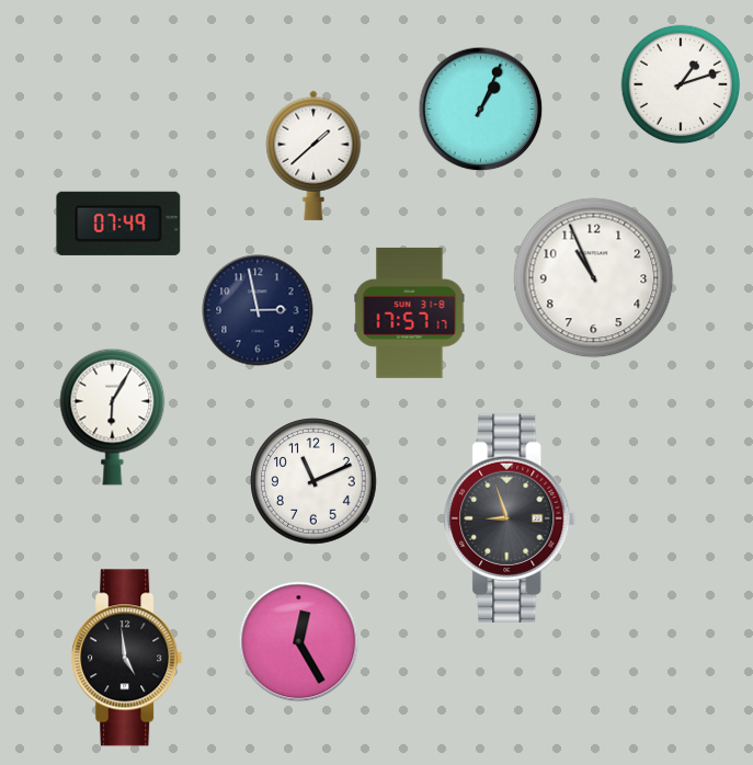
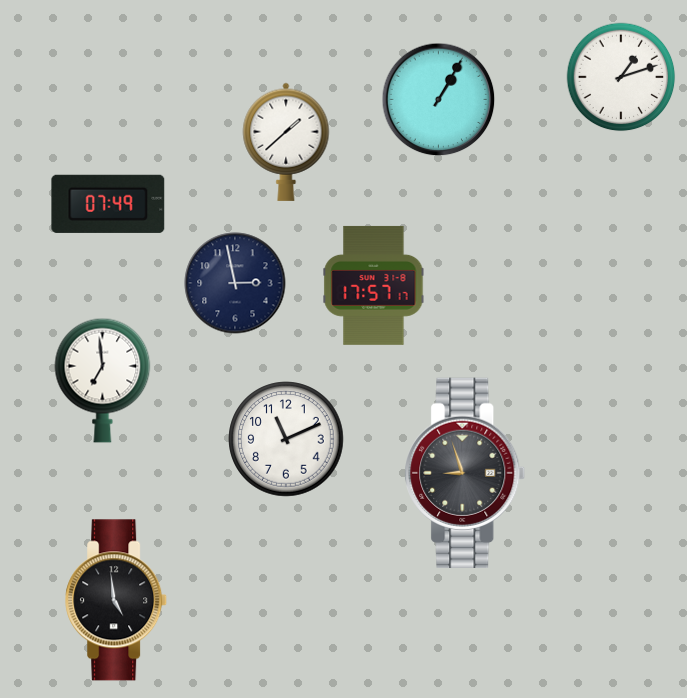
clock at (481, 110): 1:04 -> 1:05
clock at (594, 278): 10:56 -> none
clock at (113, 416): 6:05 -> 6:59
clock at (299, 642): 12:25 -> none
